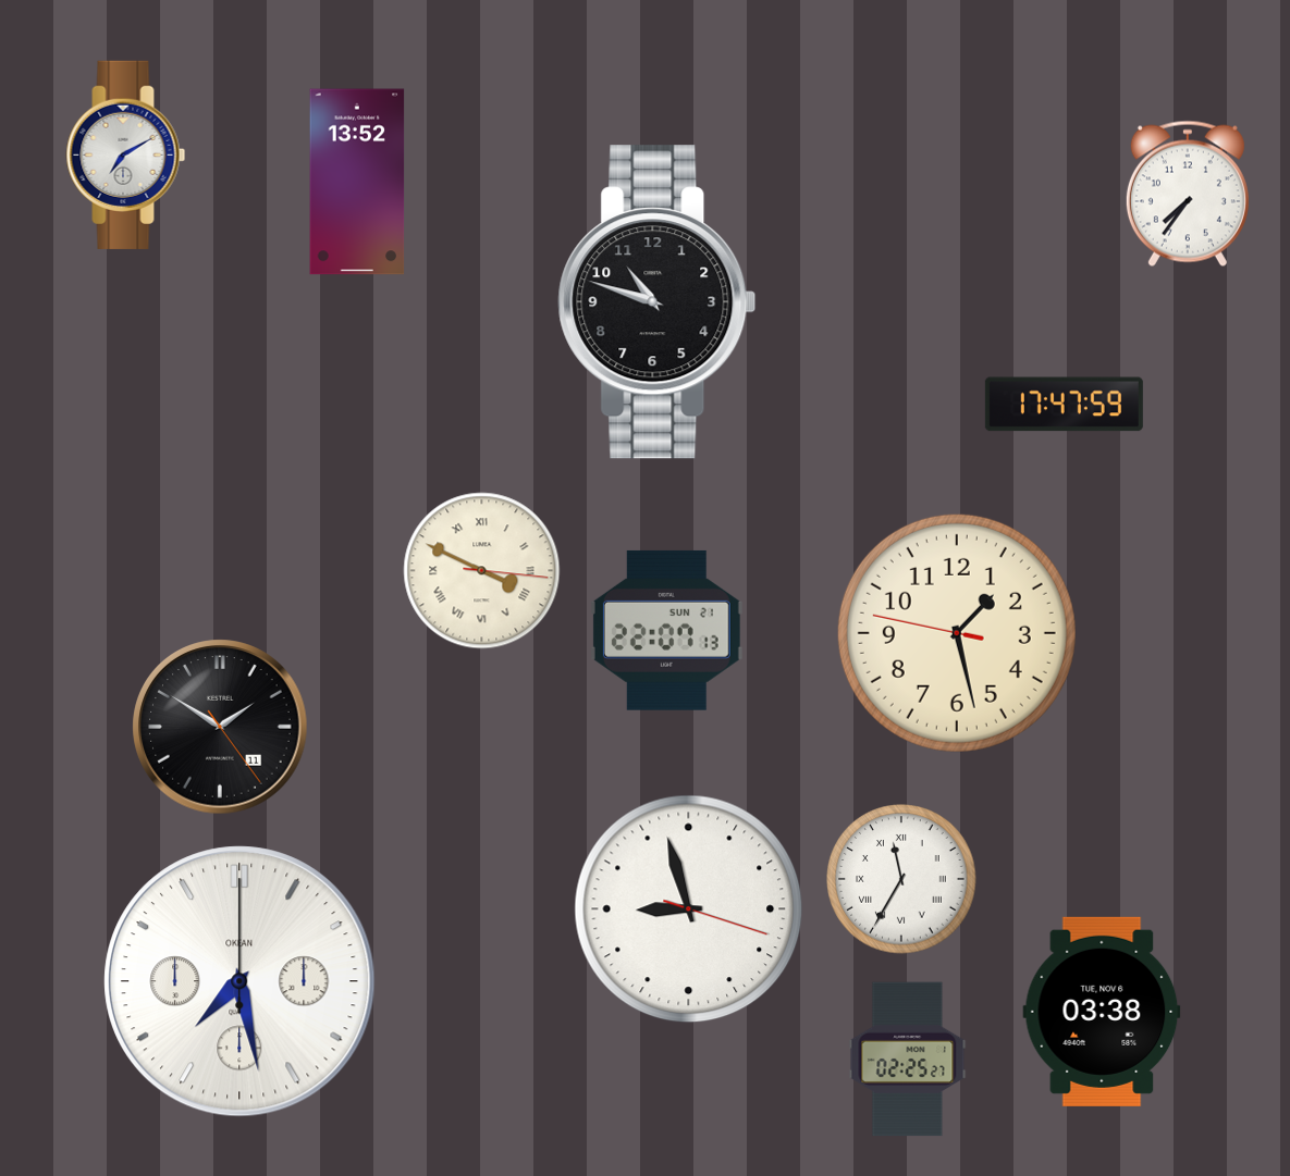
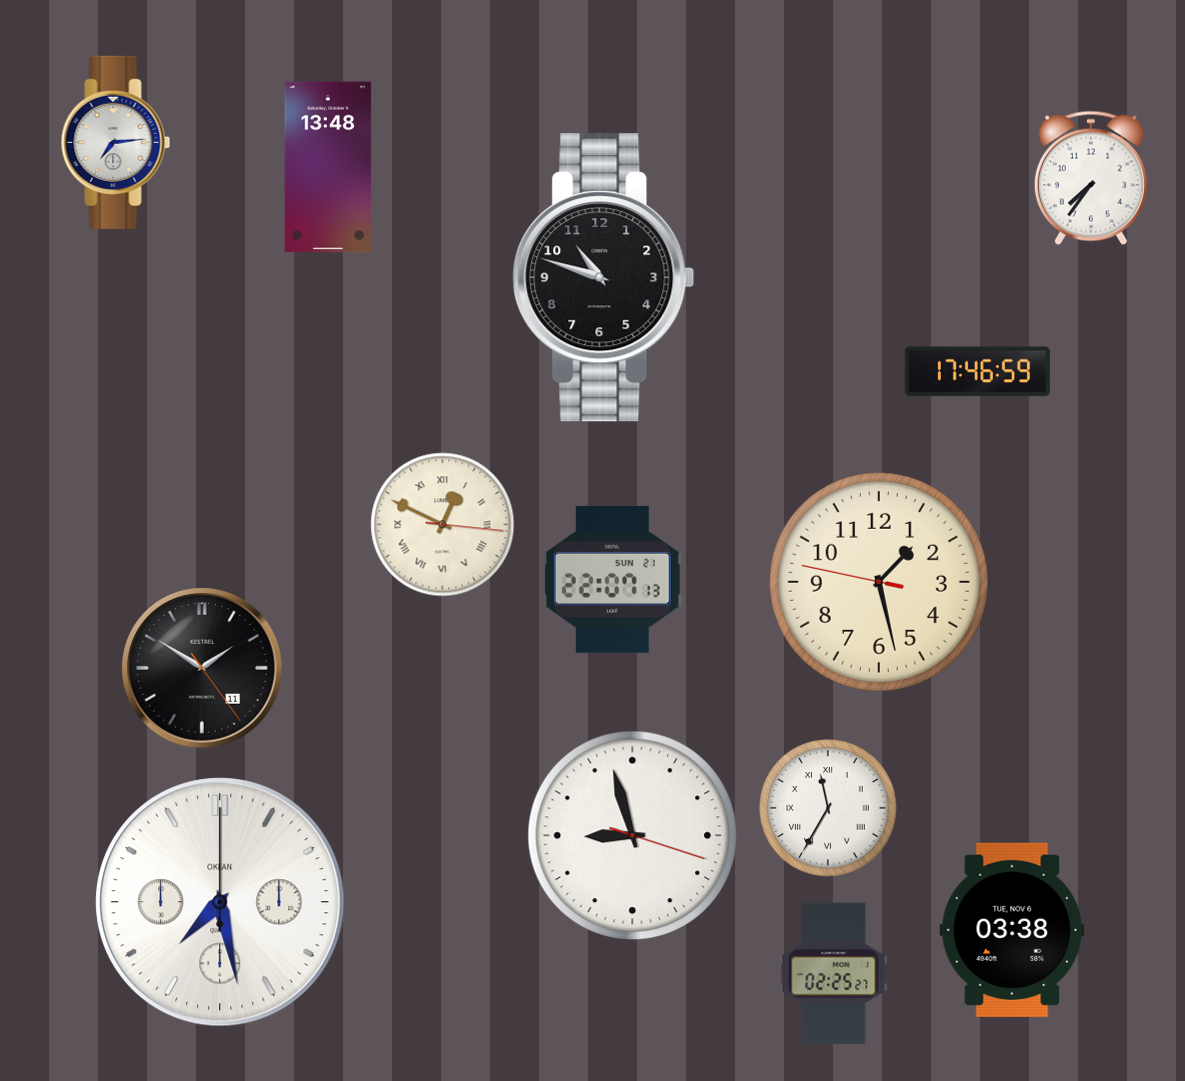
clock at (126, 154): 7:10 -> 7:14
clock at (357, 182): 13:52 -> 13:48
clock at (1064, 405): 17:47 -> 17:46
clock at (482, 571): 3:49 -> 12:49
